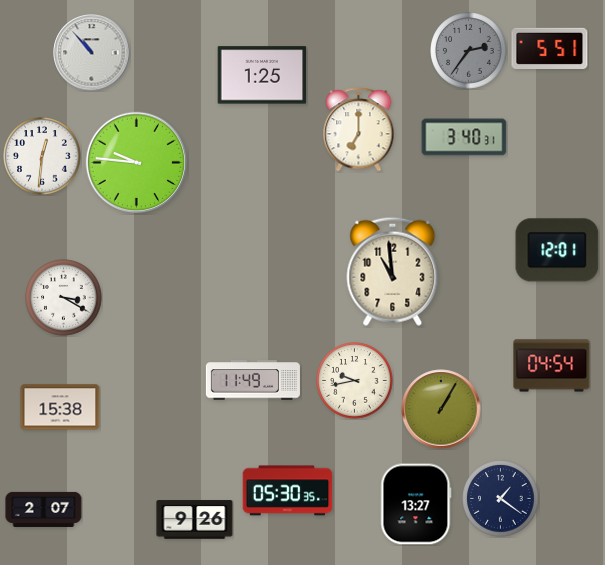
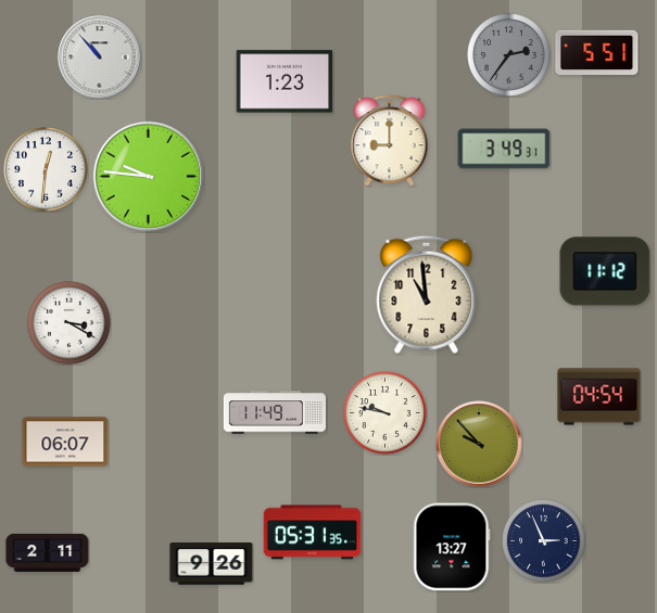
clock at (262, 75): 1:25 -> 1:23
clock at (359, 130): 7:00 -> 9:00
clock at (464, 137): 3:40 -> 3:49
clock at (557, 250): 12:01 -> 11:12
clock at (355, 381): 9:43 -> 9:47
clock at (60, 407): 15:38 -> 06:07
clock at (441, 409): 1:05 -> 9:53
clock at (288, 491): 05:30 -> 05:31
clock at (501, 499): 1:21 -> 2:56
clock at (44, 509): 2:07 -> 2:11
